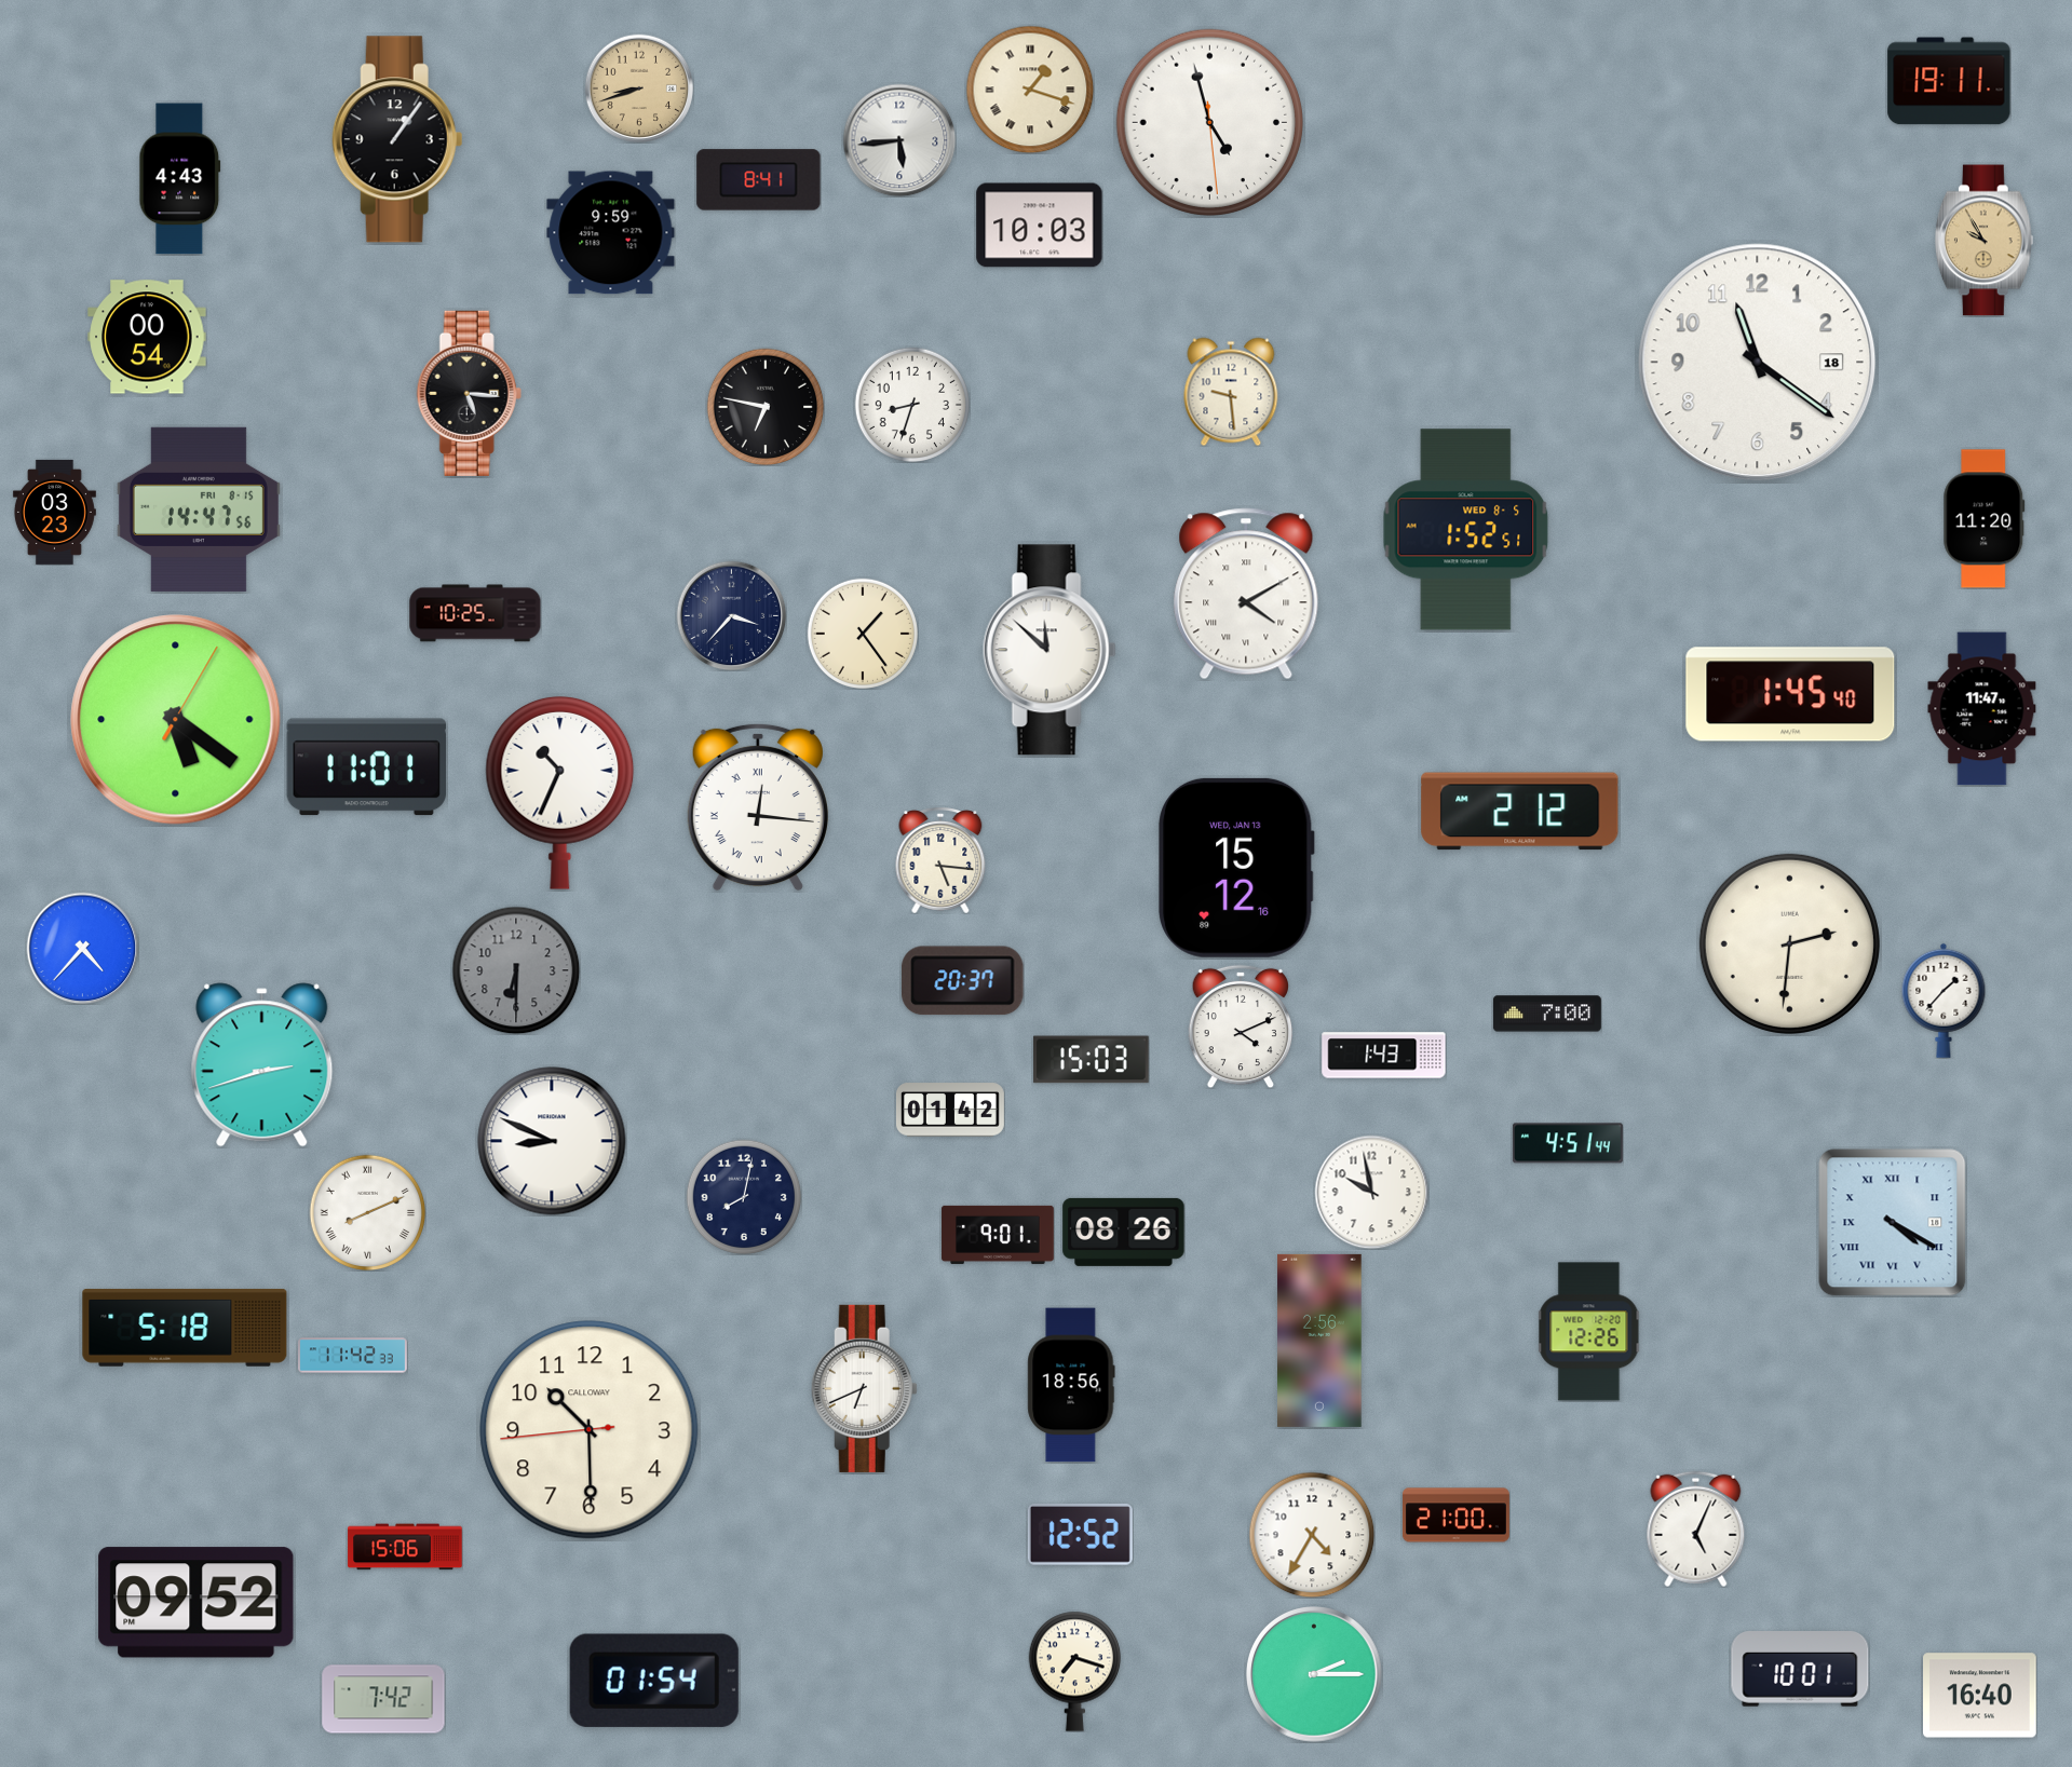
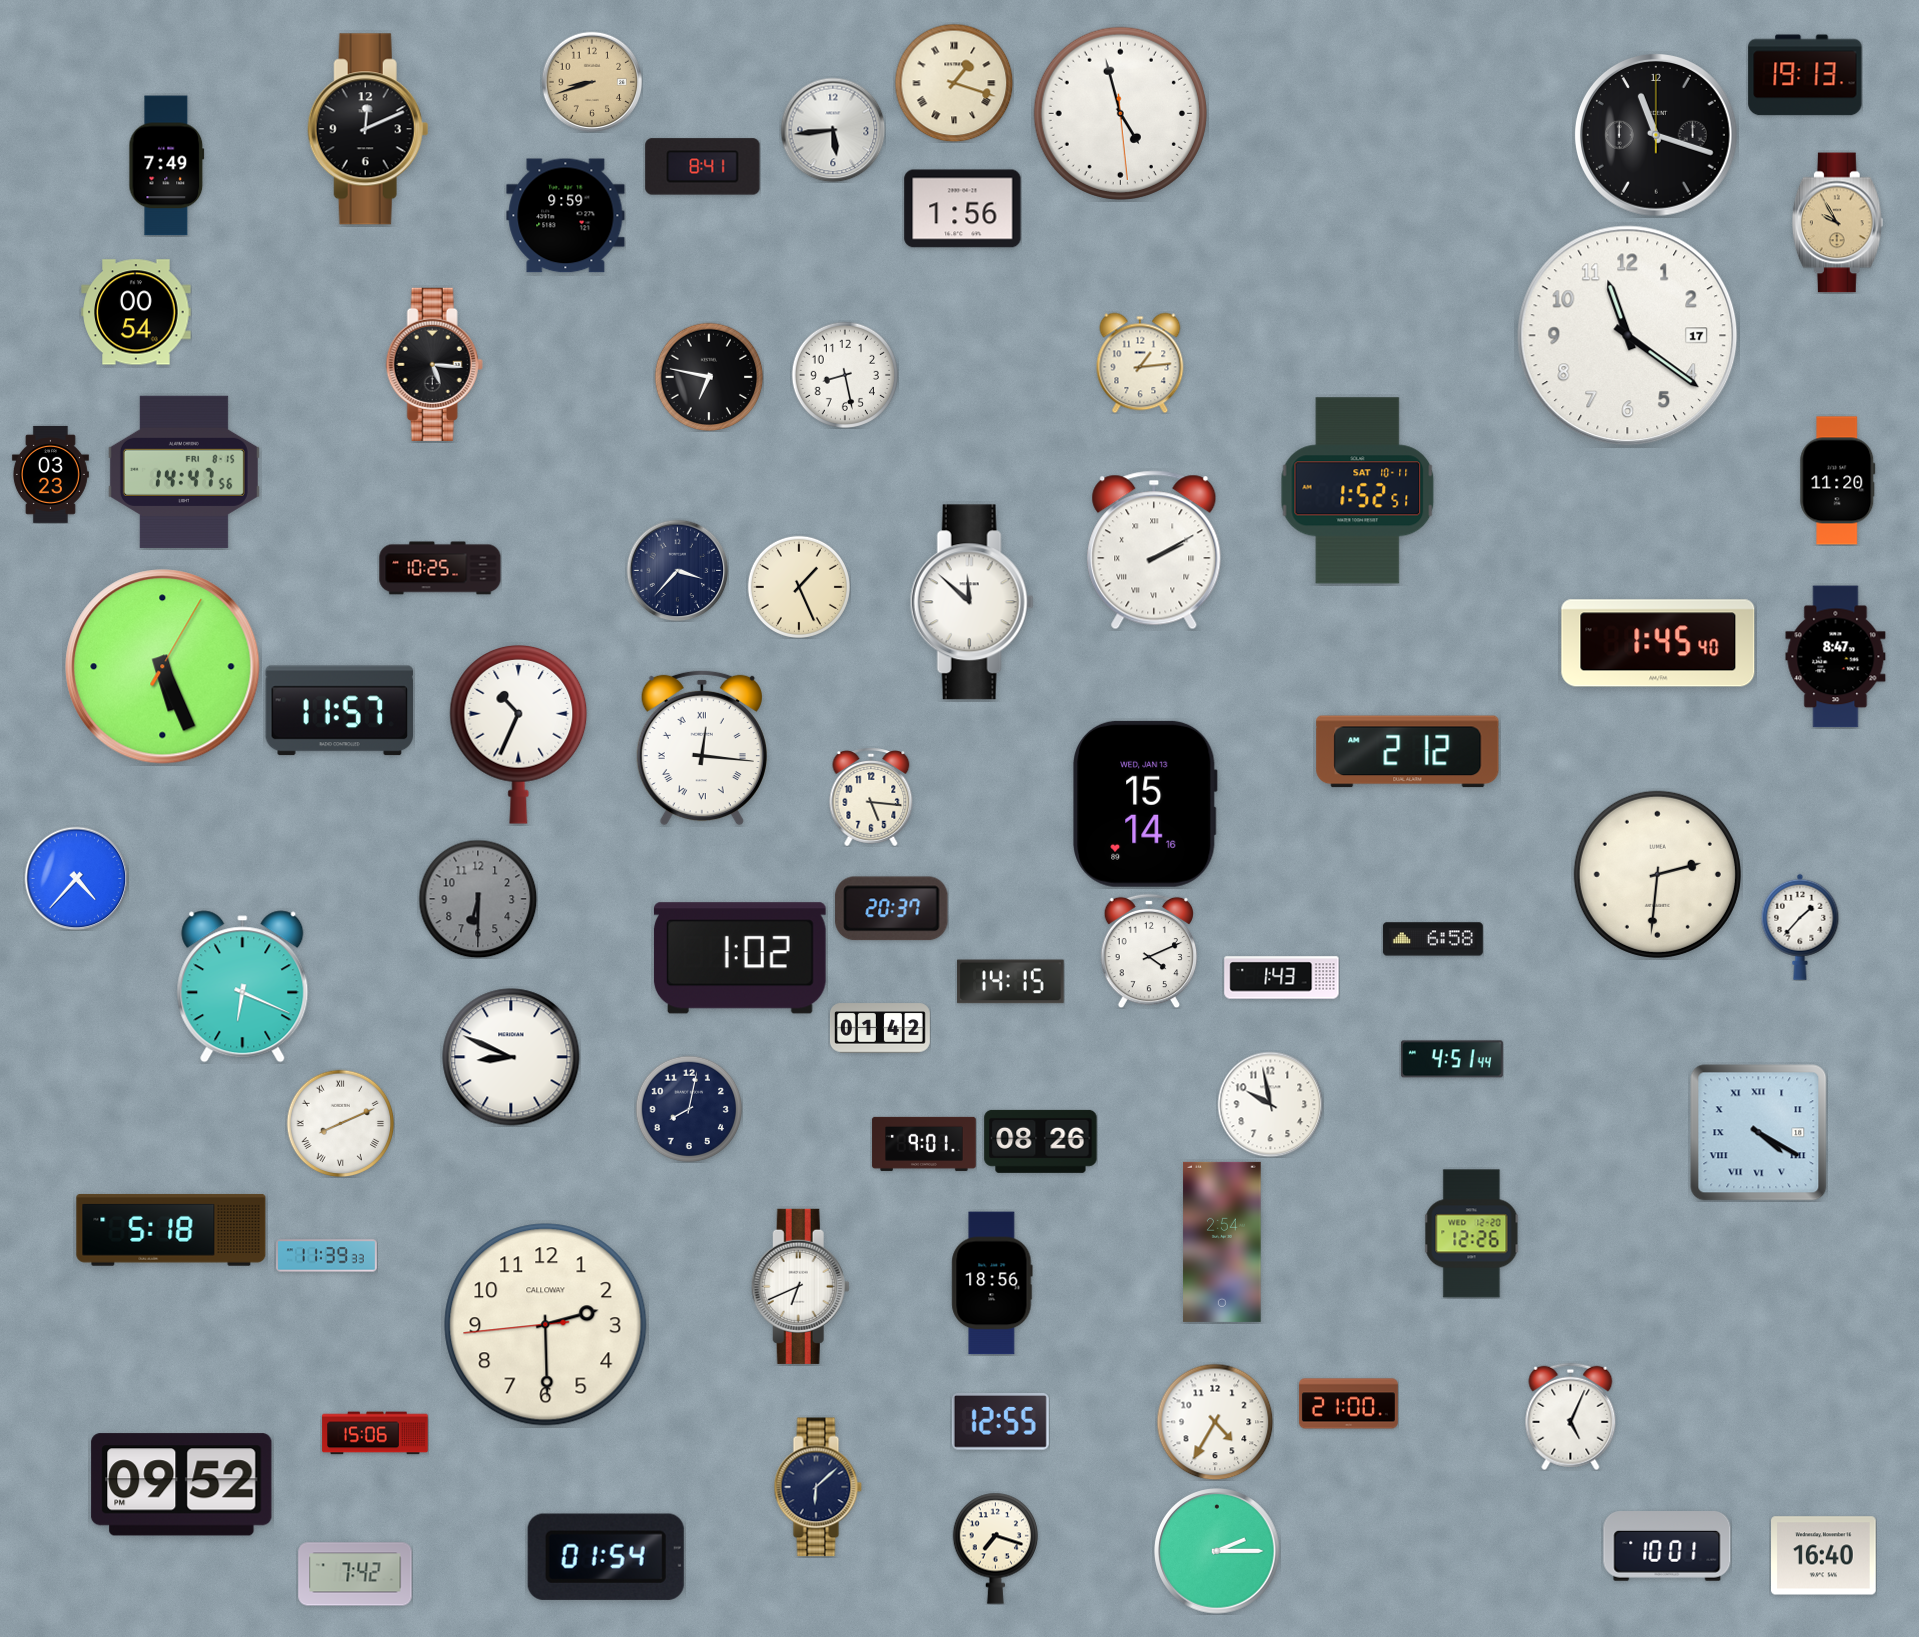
clock at (1949, 81): 19:11 -> 19:13
clock at (397, 139): 1:06 -> 12:11
clock at (1657, 136): none -> 11:18
clock at (180, 179): 4:43 -> 7:49
clock at (1040, 226): 10:03 -> 1:56
clock at (1758, 363) date: 18 -> 17
clock at (1231, 392): 9:29 -> 1:14
clock at (912, 405): 8:33 -> 8:28
clock at (1466, 530) date: WED 8-5 -> SAT 10-11
clock at (1246, 594): 4:10 -> 2:10
clock at (863, 634): 1:24 -> 1:26
clock at (1982, 709): 11:47 -> 8:47
clock at (176, 720): 5:21 -> 5:26
clock at (366, 767): 11:01 -> 11:57
clock at (1236, 868): 15:12 -> 15:14
clock at (1547, 1014): 7:00 -> 6:58
clock at (740, 958): none -> 1:02
clock at (1092, 1060): 15:03 -> 14:15
clock at (262, 1065): 2:42 -> 6:19
clock at (1893, 1223) position: (1893, 1223) -> (1759, 1133)
clock at (1319, 1341): 2:56 -> 2:54
clock at (353, 1356): 11:42 -> 11:39
clock at (590, 1430): 10:29 -> 2:29
clock at (1080, 1535): 12:52 -> 12:55
clock at (818, 1487): none -> 6:08
clock at (1980, 1696) position: (1980, 1696) -> (1824, 1556)
